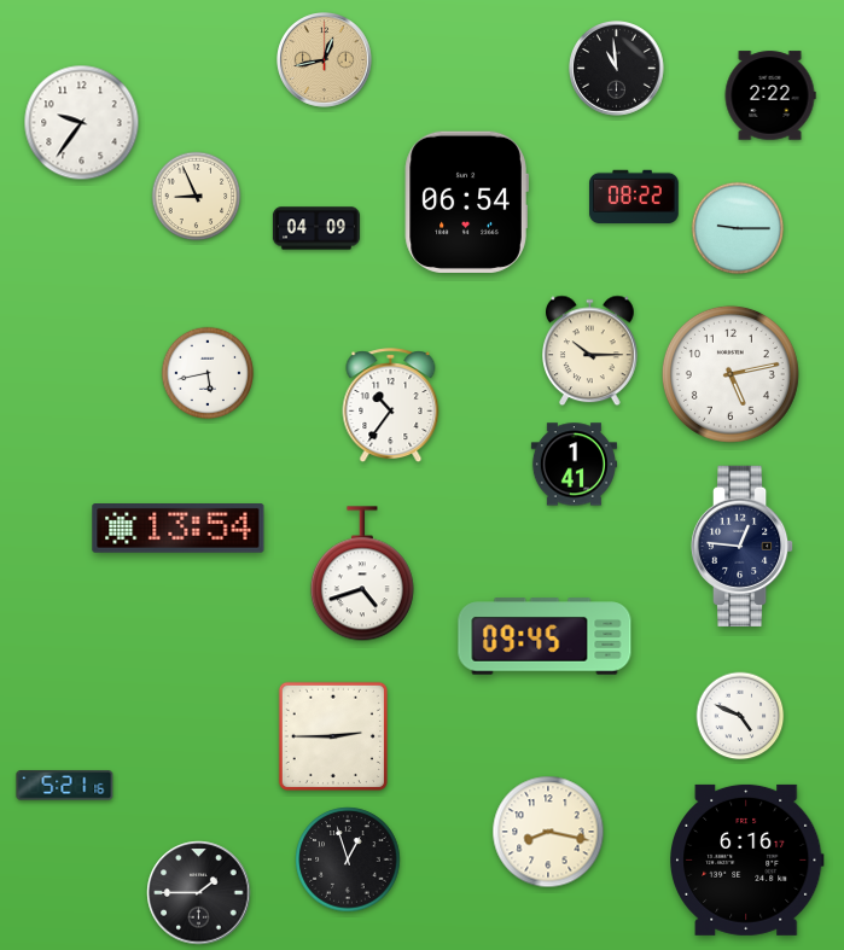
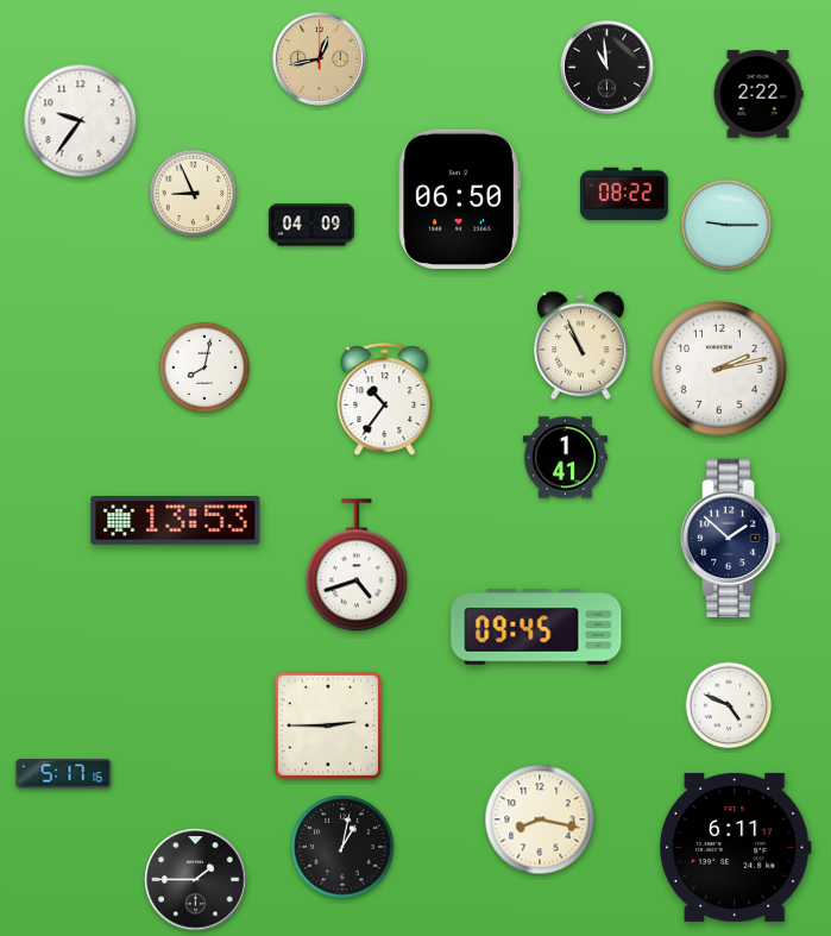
clock at (466, 202): 06:54 -> 06:50
clock at (590, 351): 10:15 -> 10:56
clock at (208, 373): 5:43 -> 8:02
clock at (731, 374): 5:13 -> 2:13
clock at (179, 529): 13:54 -> 13:53
clock at (743, 546): 12:46 -> 1:52
clock at (65, 786): 5:21 -> 5:17
clock at (348, 859): 12:57 -> 1:02
clock at (747, 859): 6:16 -> 6:11
